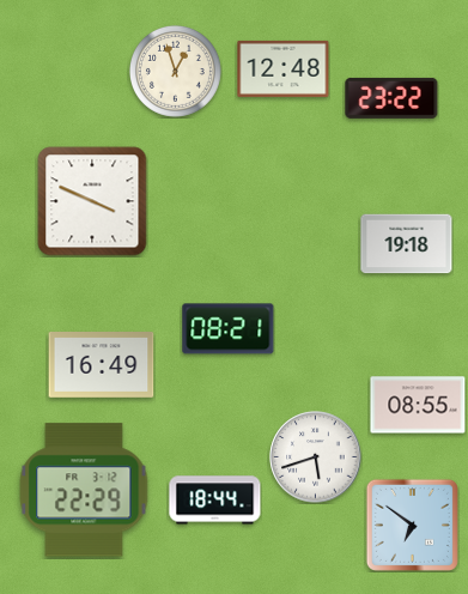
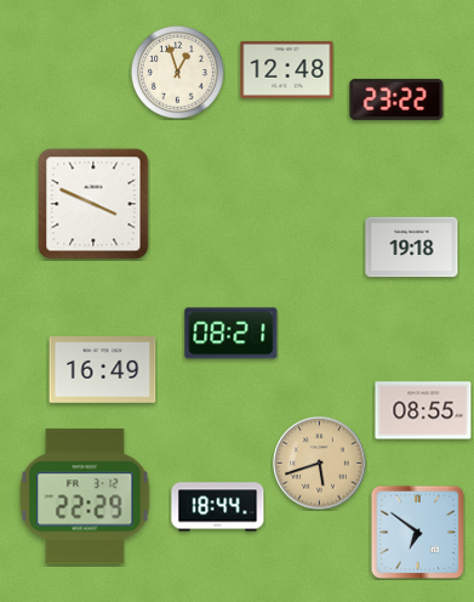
clock at (316, 457) dial: white -> champagne
